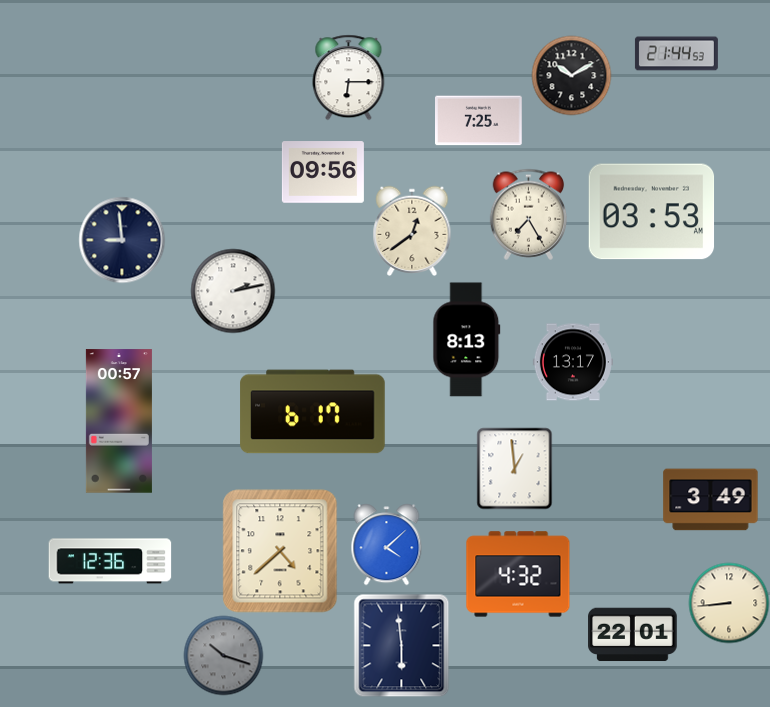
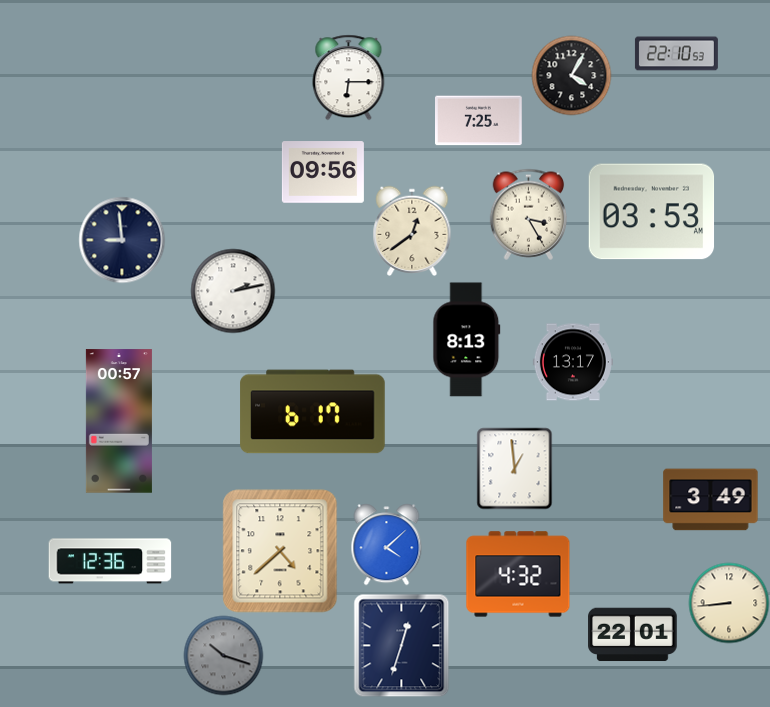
clock at (676, 54): 21:44 -> 22:10
clock at (571, 75): 10:10 -> 4:05
clock at (529, 214): 7:25 -> 3:25
clock at (402, 645): 5:59 -> 12:33
